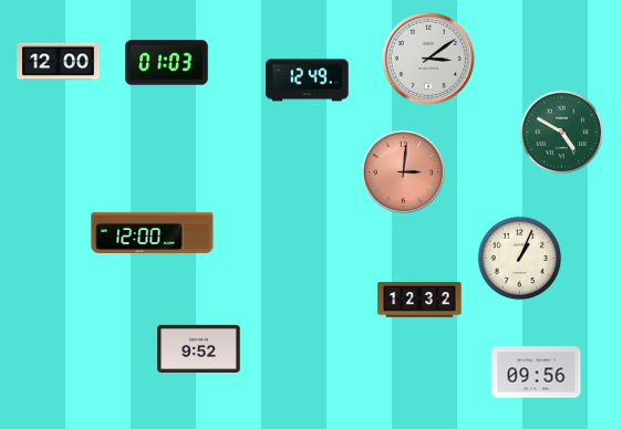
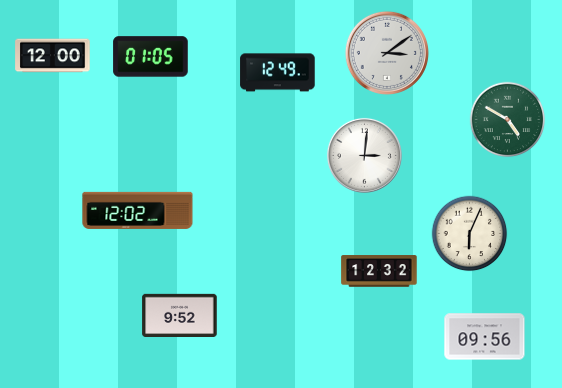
clock at (167, 63): 01:03 -> 01:05
clock at (403, 171) dial: salmon -> white
clock at (153, 232): 12:00 -> 12:02
clock at (520, 259): 1:04 -> 6:04
